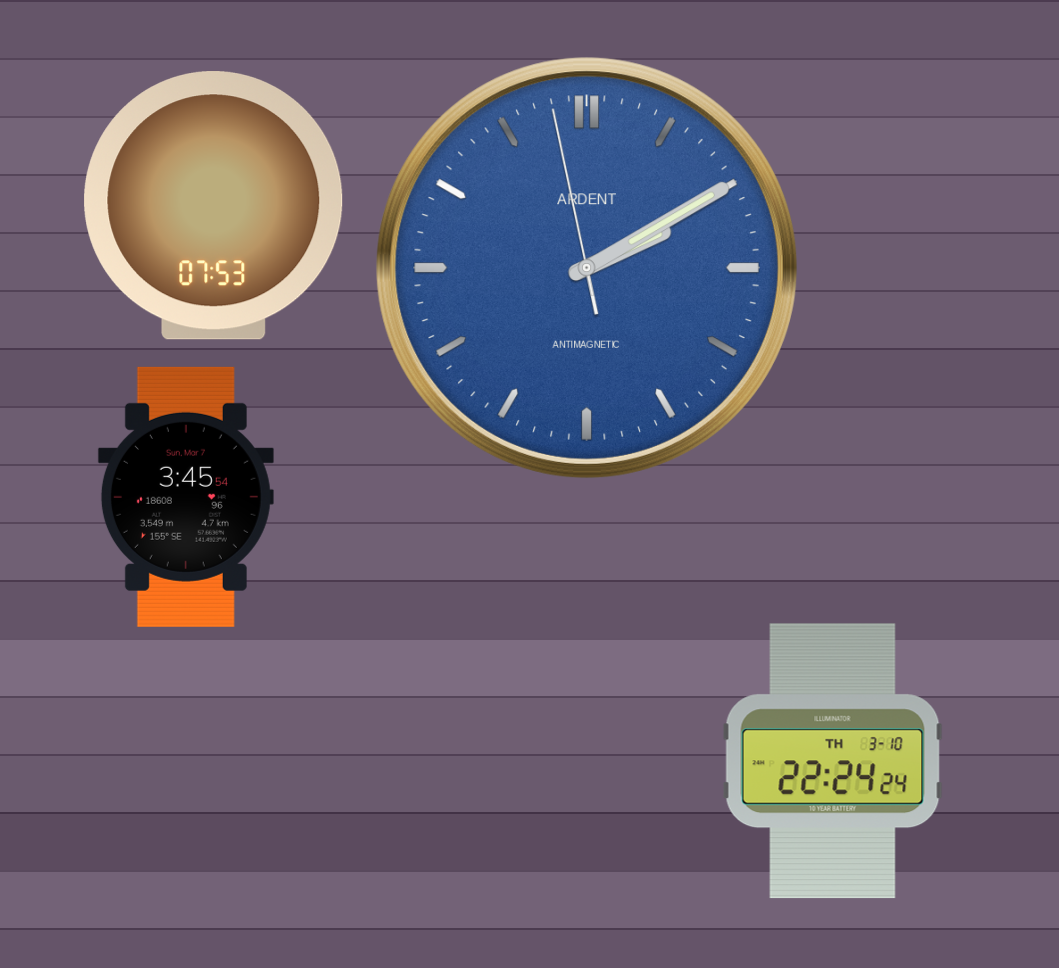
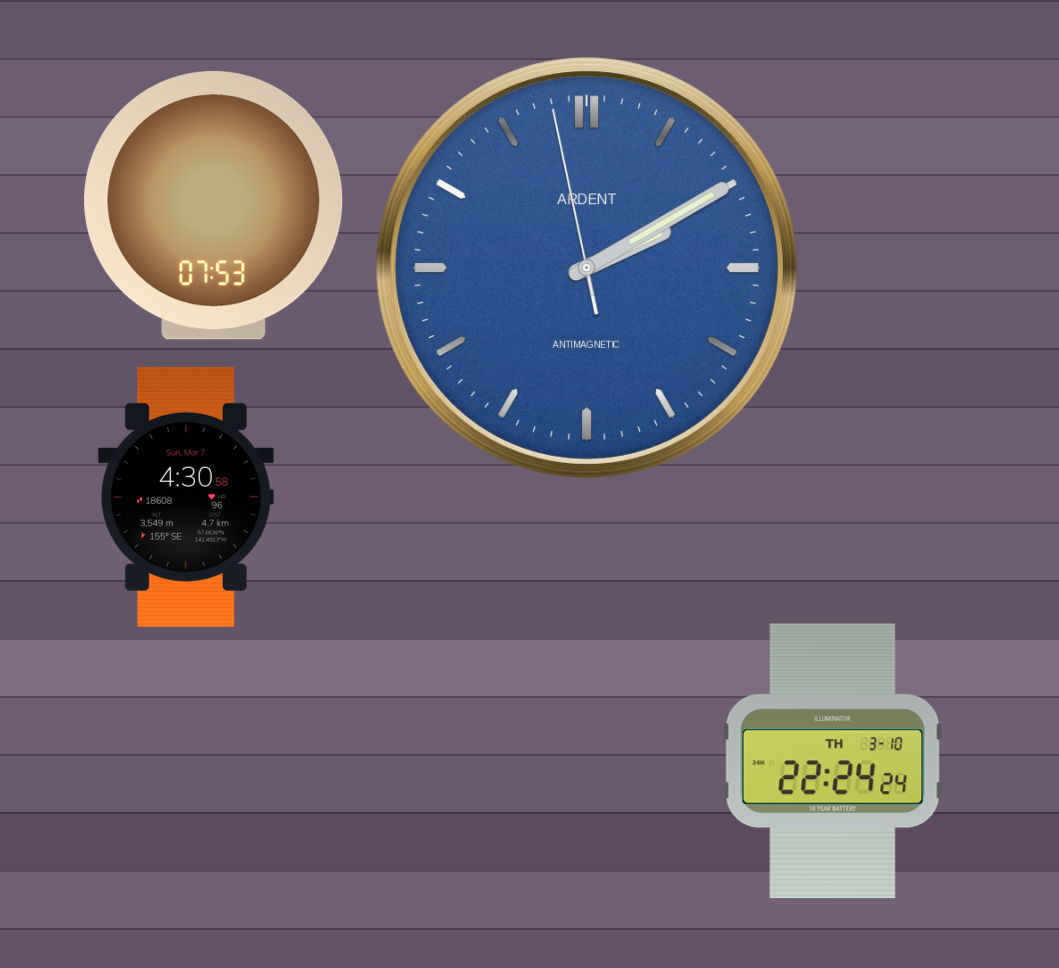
clock at (186, 497): 3:45 -> 4:30
